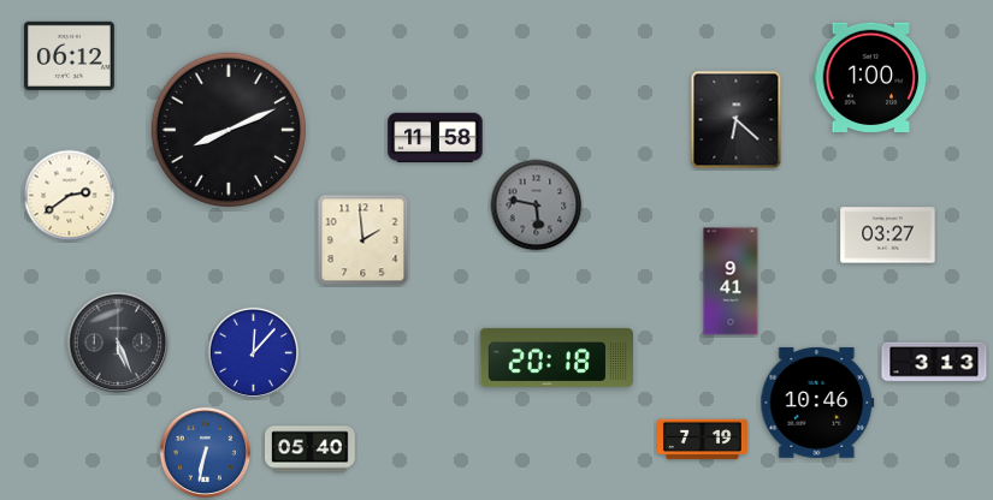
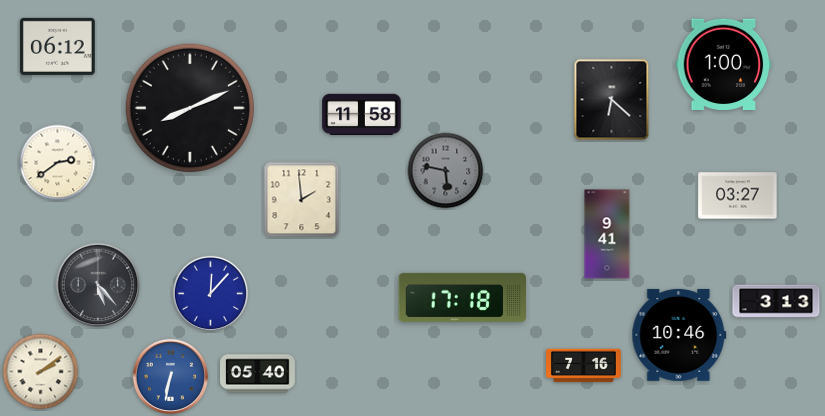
clock at (118, 343): 5:26 -> 5:23
clock at (556, 357): 20:18 -> 17:18
clock at (703, 440): 7:19 -> 7:16
clock at (41, 372): none -> 2:09
